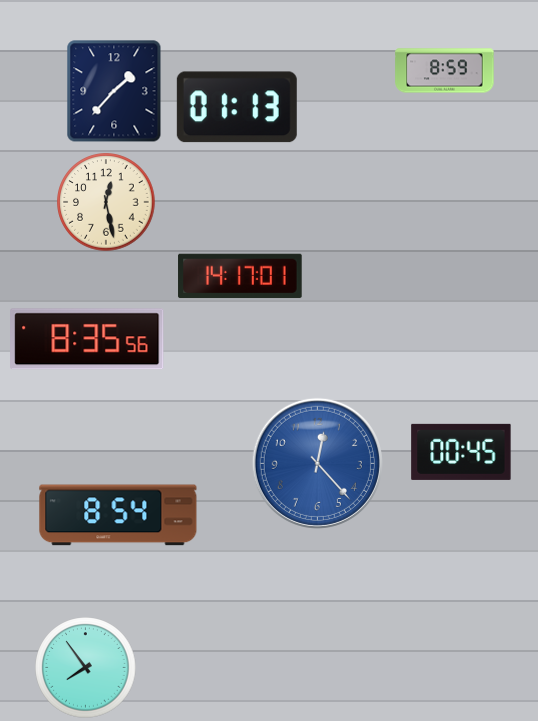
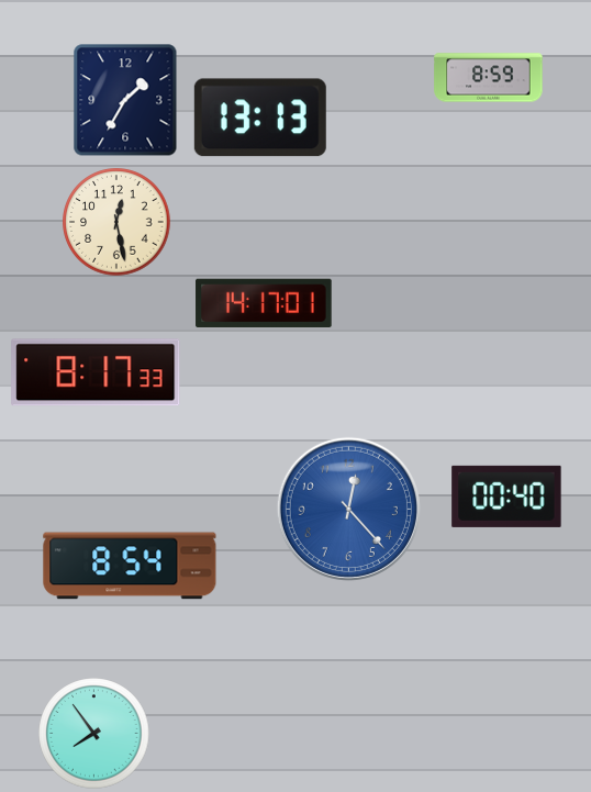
clock at (114, 91): 1:37 -> 1:35
clock at (237, 107): 01:13 -> 13:13
clock at (87, 339): 8:35 -> 8:17
clock at (461, 452): 00:45 -> 00:40
